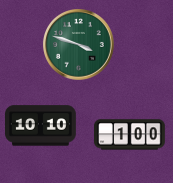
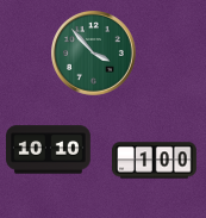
clock at (79, 45): 3:48 -> 3:53
